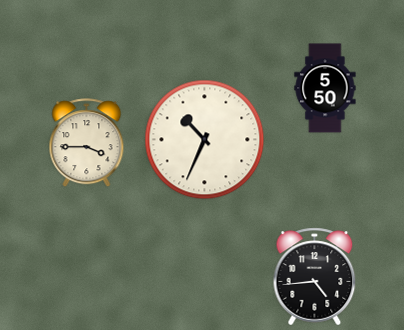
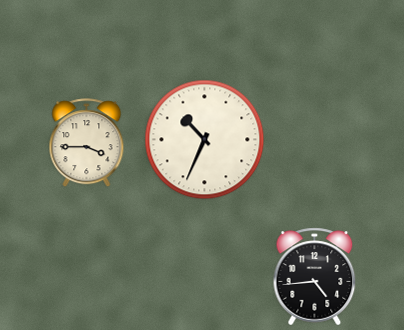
clock at (325, 88): 5:50 -> none
